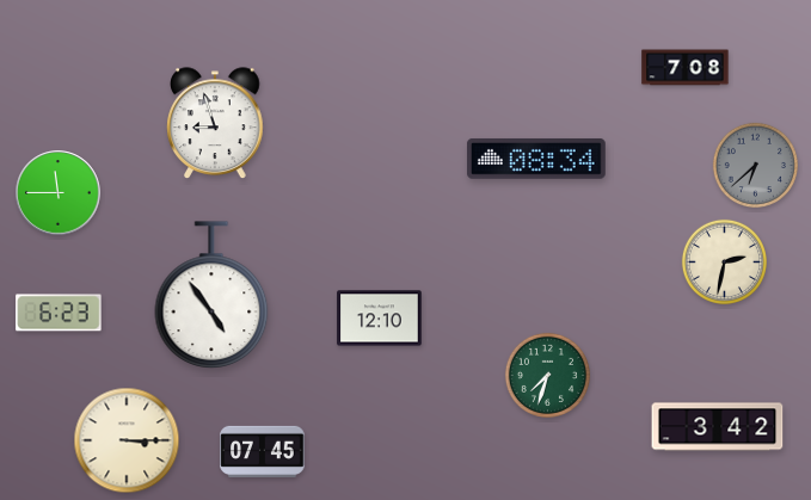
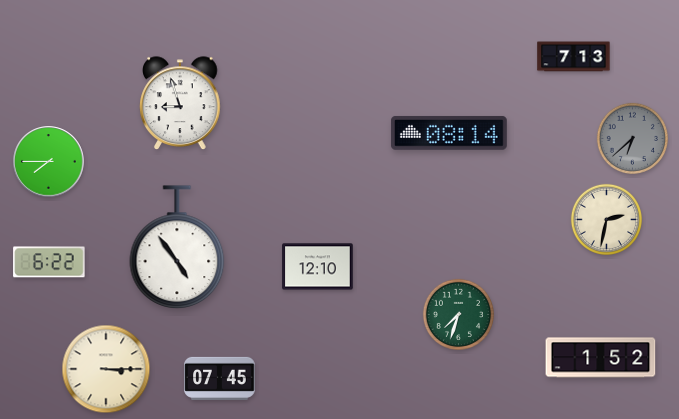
clock at (686, 68): 7:08 -> 7:13
clock at (536, 159): 08:34 -> 08:14
clock at (59, 193): 11:45 -> 7:45
clock at (59, 313): 6:23 -> 6:22
clock at (718, 427): 3:42 -> 1:52
